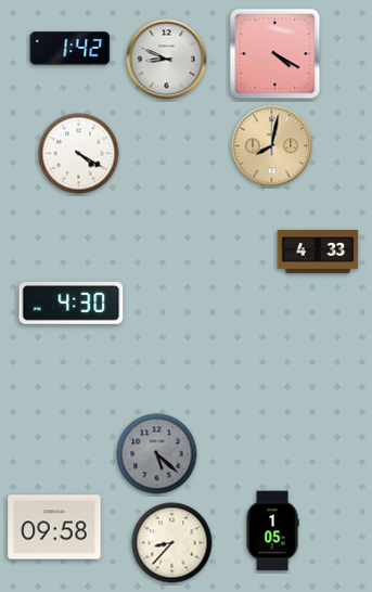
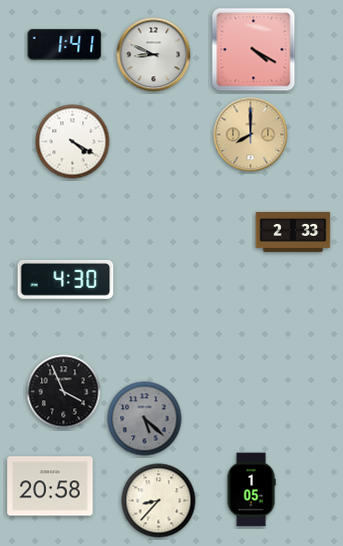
clock at (70, 49): 1:42 -> 1:41
clock at (272, 146): 8:02 -> 8:00
clock at (318, 252): 4:33 -> 2:33
clock at (64, 392): none -> 3:56
clock at (54, 527): 09:58 -> 20:58
